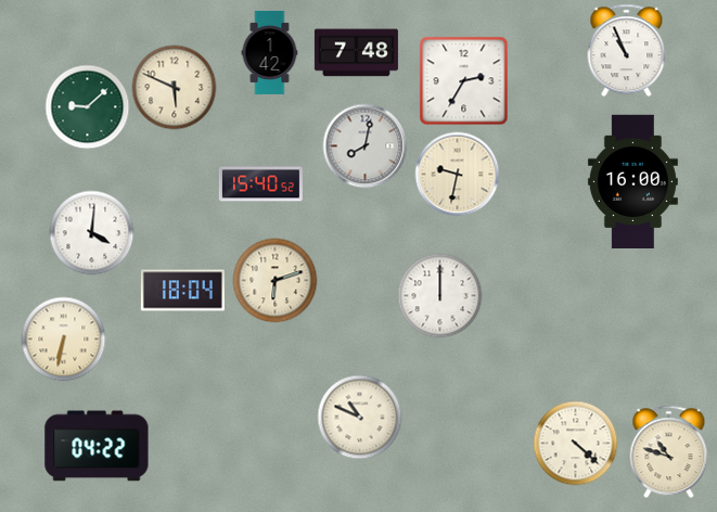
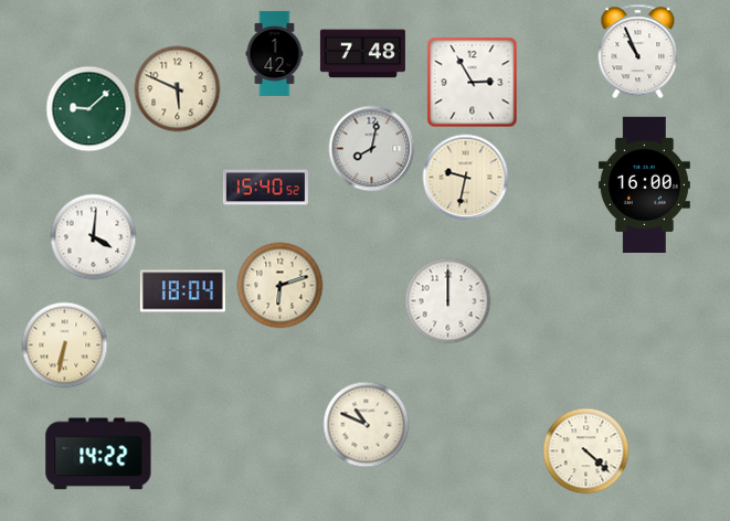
clock at (463, 80): 2:35 -> 2:55
clock at (182, 291) position: (182, 291) -> (182, 291)
clock at (97, 446): 04:22 -> 14:22
clock at (669, 451): 10:48 -> none
